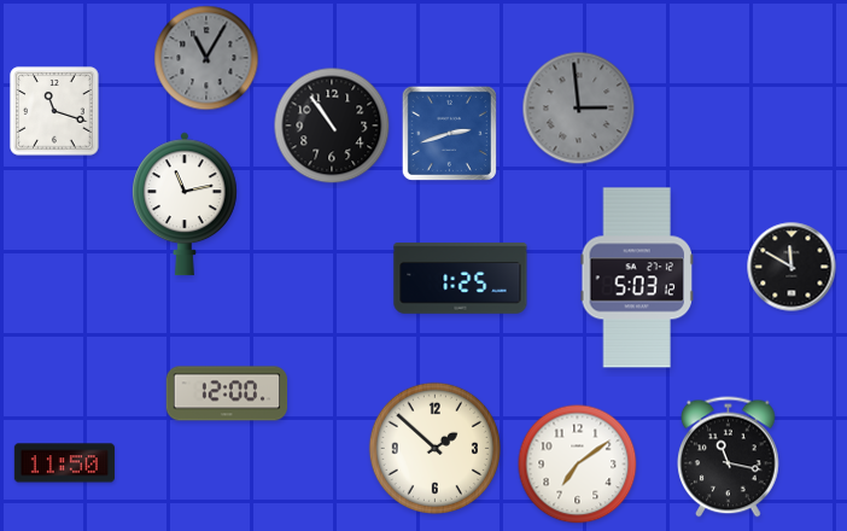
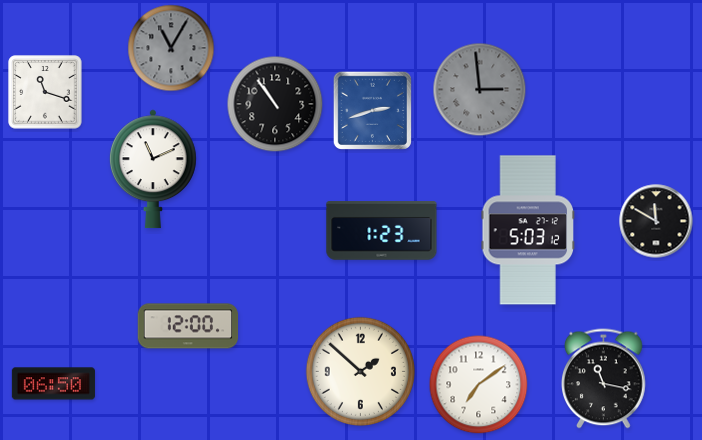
clock at (185, 204): 11:13 -> 11:11
clock at (461, 279): 1:25 -> 1:23
clock at (64, 463): 11:50 -> 06:50
